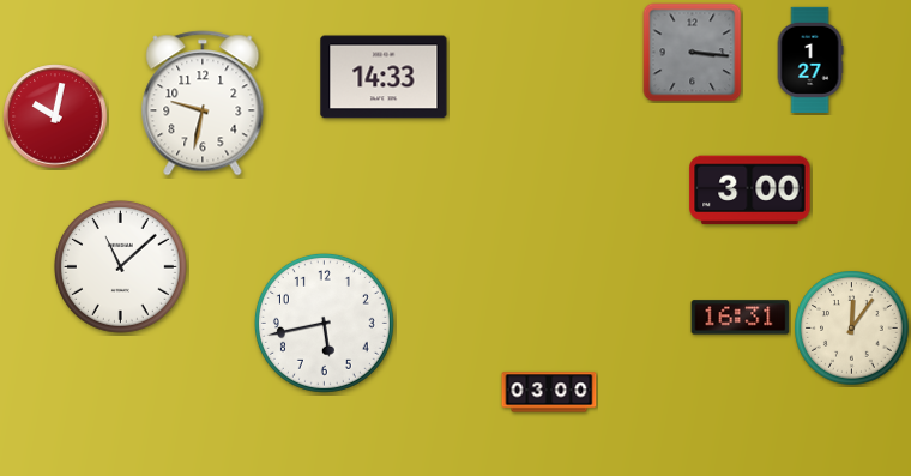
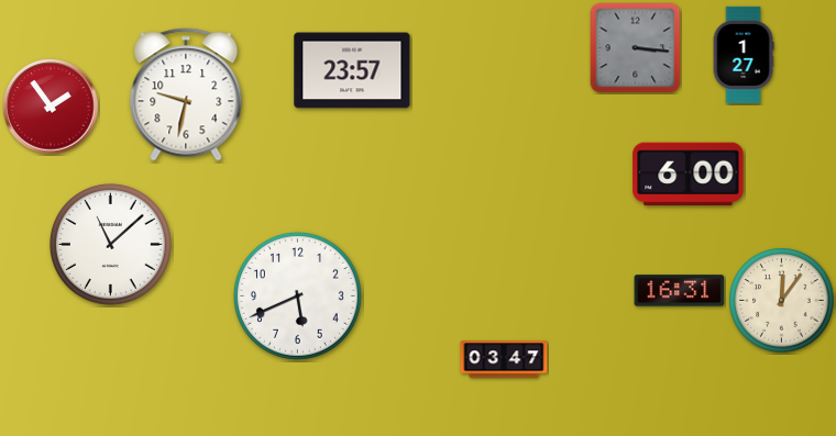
clock at (384, 77): 14:33 -> 23:57
clock at (55, 116): 10:02 -> 1:54
clock at (750, 191): 3:00 -> 6:00
clock at (324, 323): 5:43 -> 5:41
clock at (549, 392): 03:00 -> 03:47
